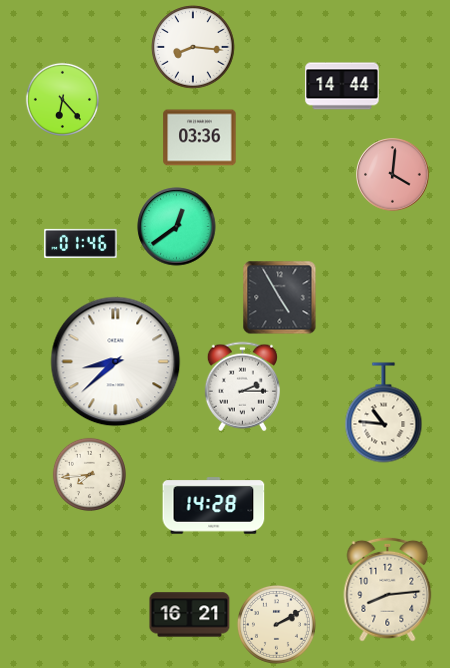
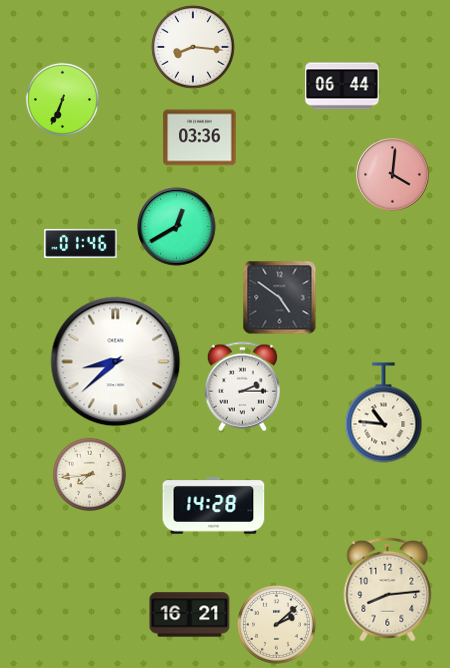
clock at (342, 86): 14:44 -> 06:44
clock at (62, 99): 6:23 -> 6:34
clock at (177, 227): 12:39 -> 12:40
clock at (280, 298): 4:55 -> 4:51
clock at (276, 624): 2:10 -> 2:08
